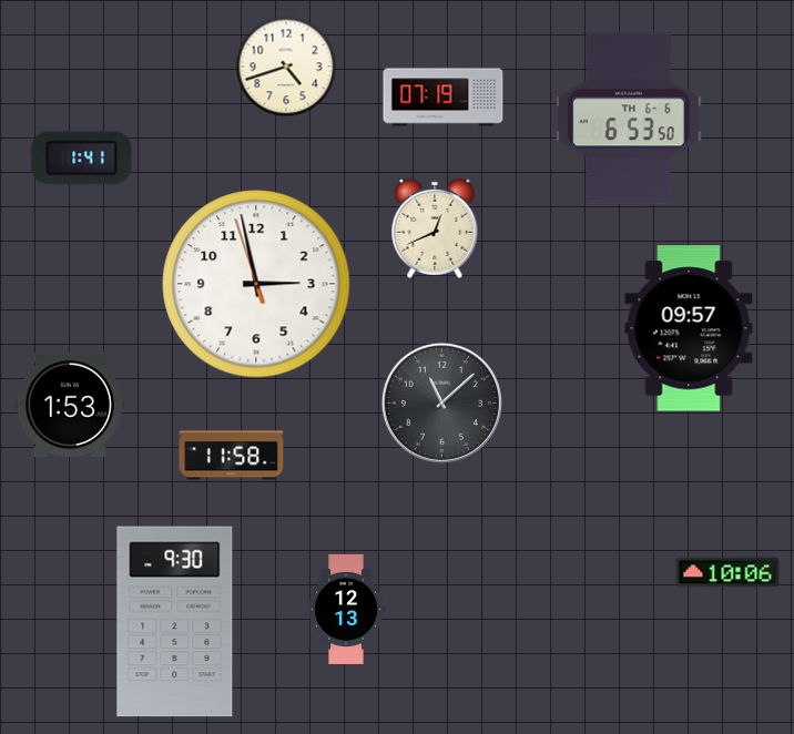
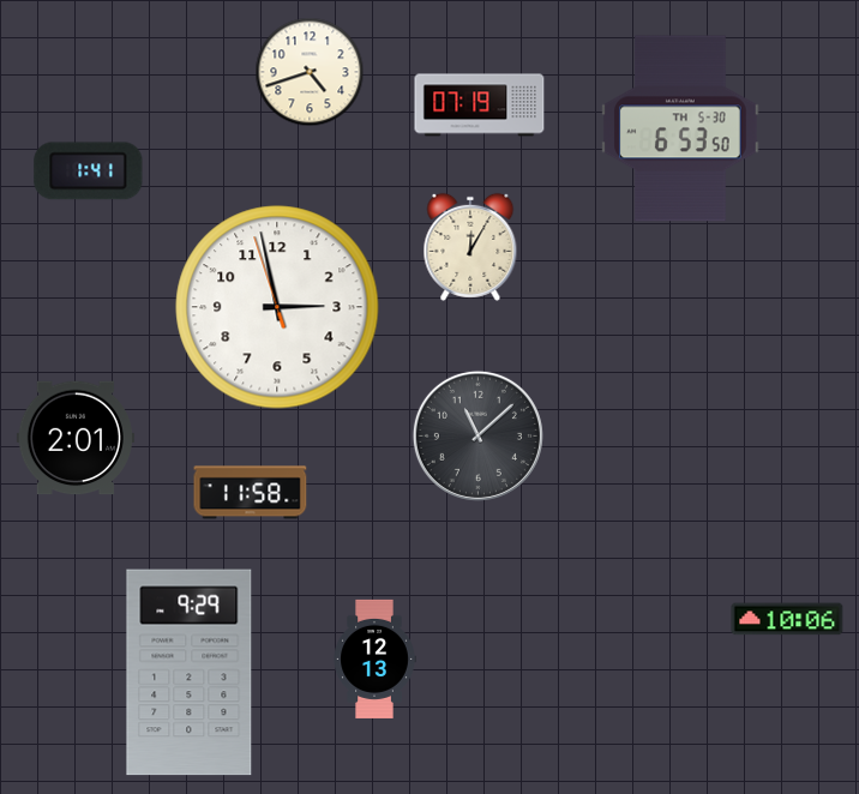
clock at (629, 119) date: TH 6-6 -> TH 5-30
clock at (435, 228): 12:41 -> 12:05
clock at (689, 328): 09:57 -> none
clock at (70, 405): 1:53 -> 2:01
clock at (175, 622): 9:30 -> 9:29
